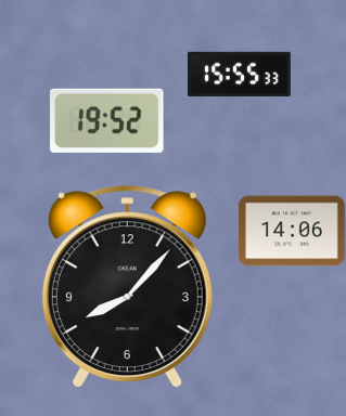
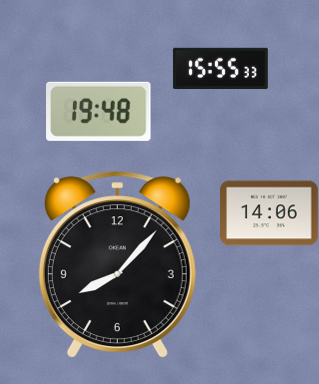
clock at (107, 120): 19:52 -> 19:48
